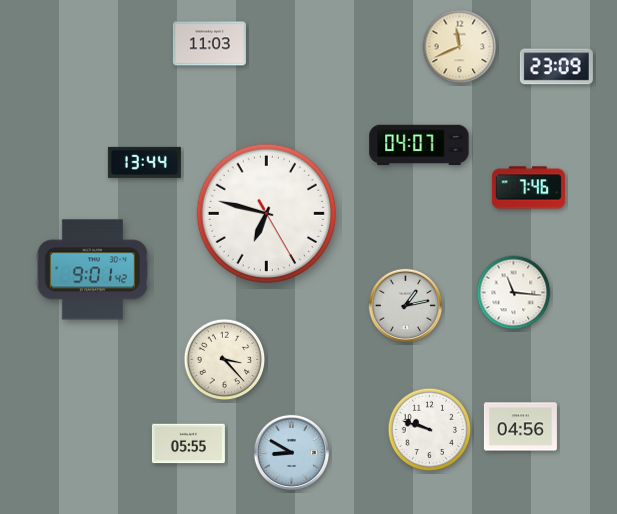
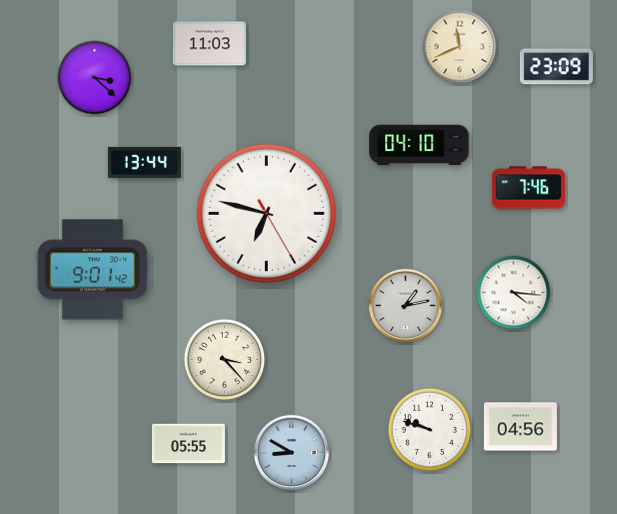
clock at (95, 78): none -> 3:22
clock at (419, 145): 04:07 -> 04:10
clock at (514, 293): 11:16 -> 4:16
